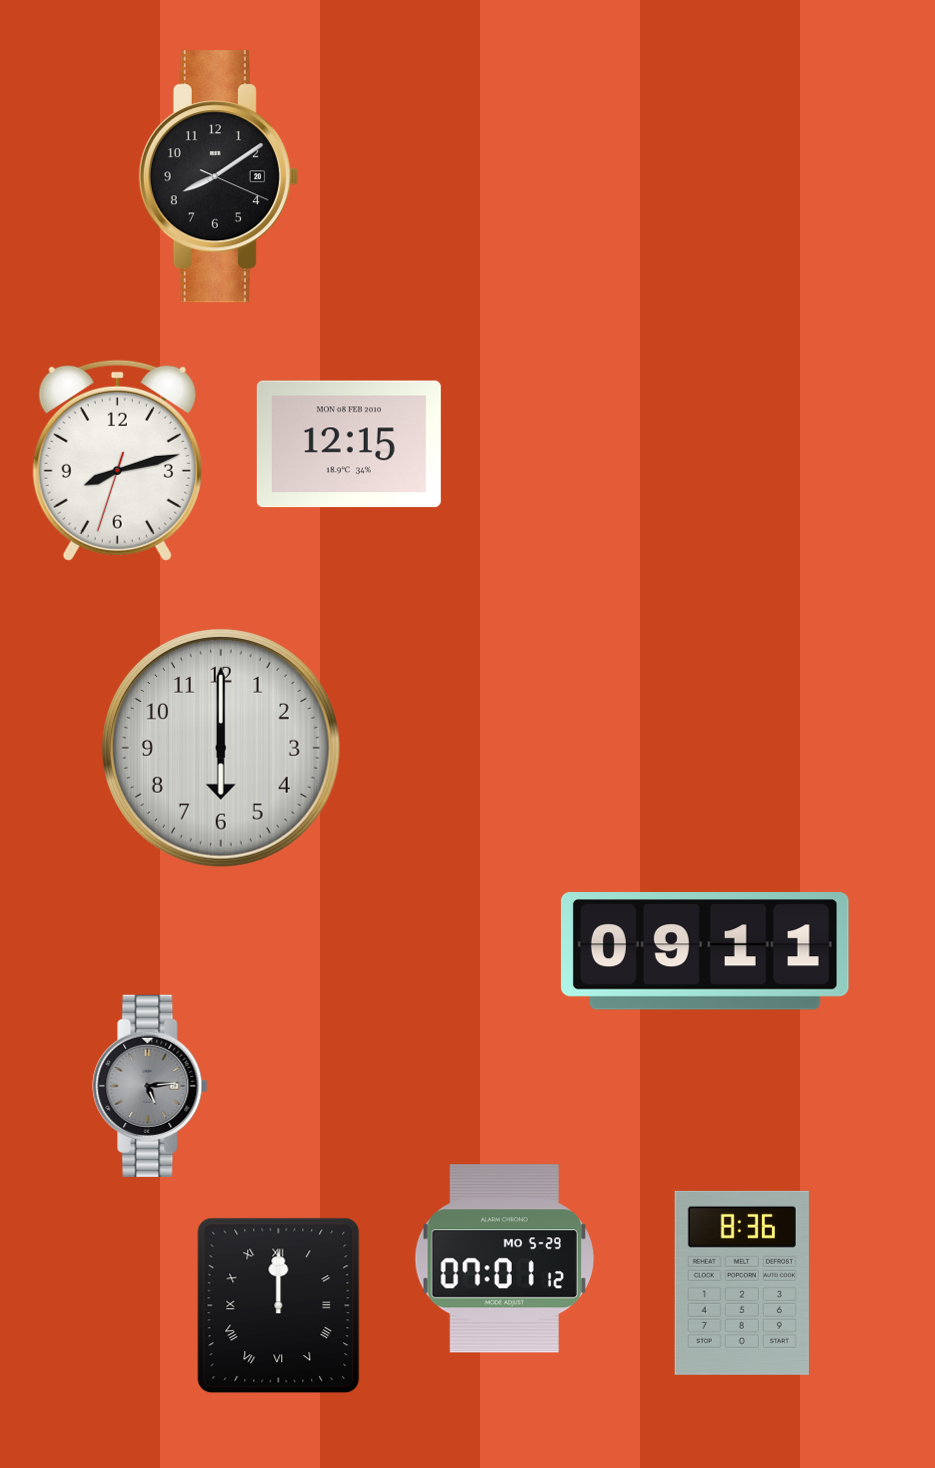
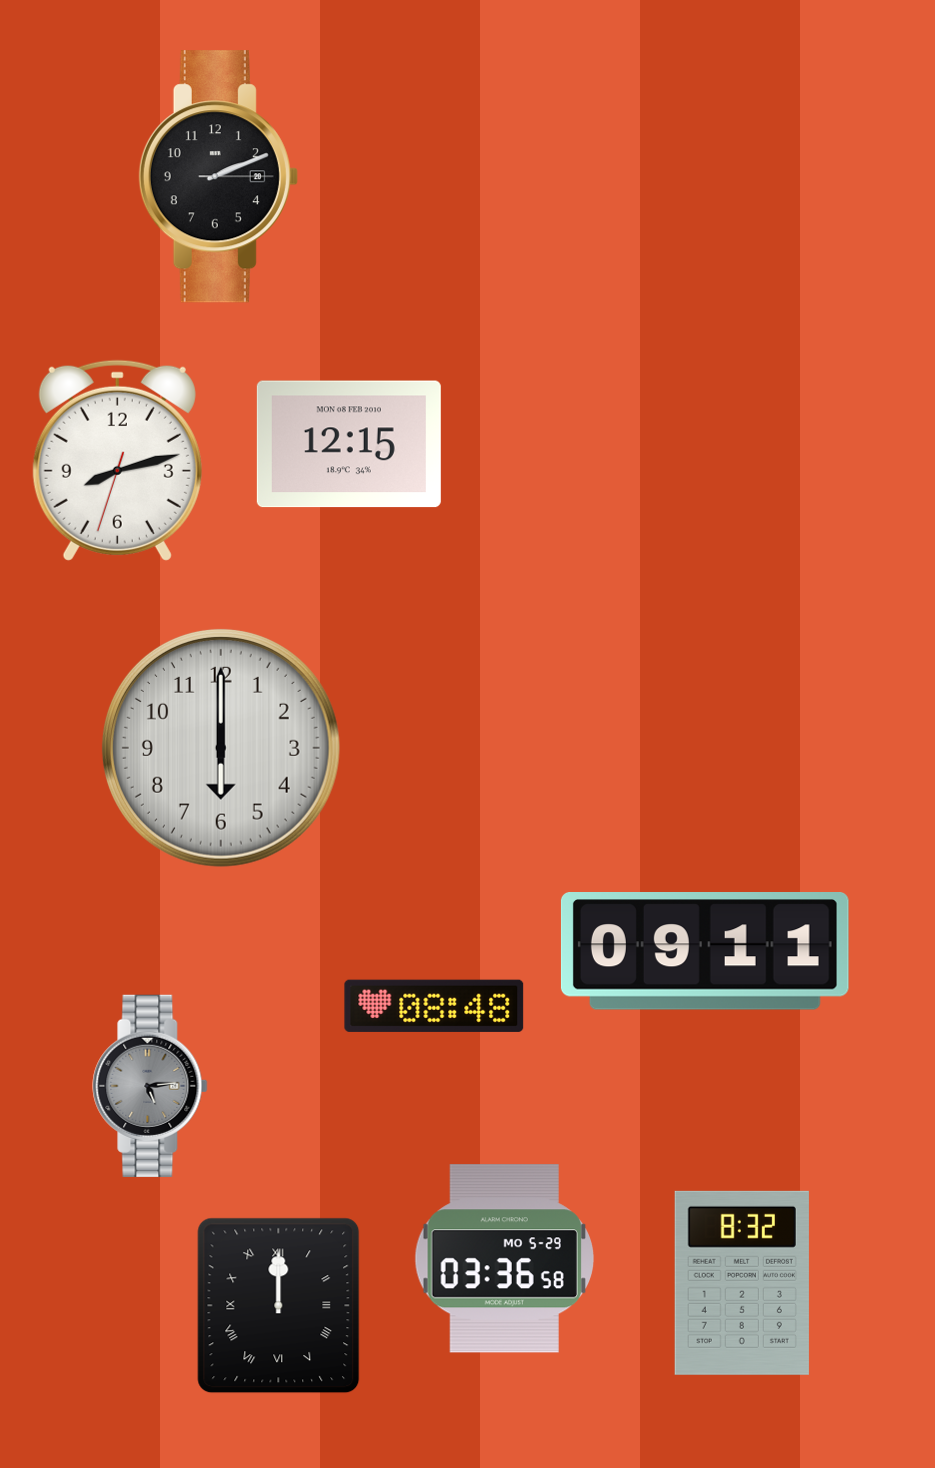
clock at (218, 177): 8:09 -> 2:11
clock at (434, 1006): none -> 08:48
clock at (504, 1259): 07:01 -> 03:36
clock at (742, 1283): 8:36 -> 8:32
